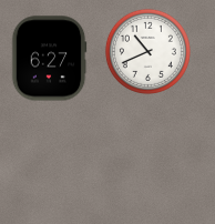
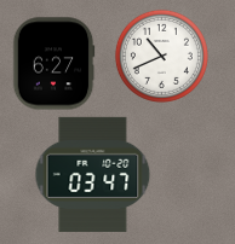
clock at (93, 174): none -> 03:47
